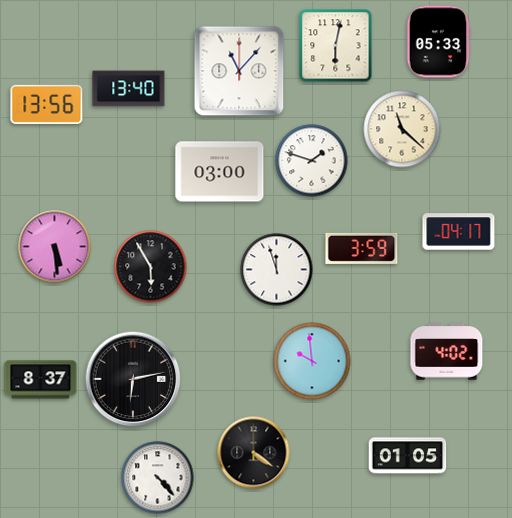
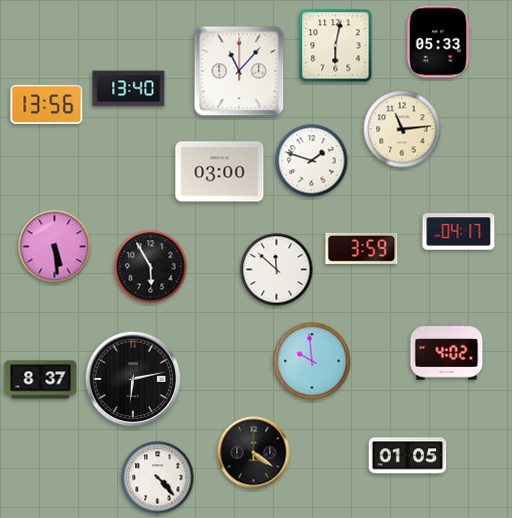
clock at (402, 129): 11:22 -> 11:14
clock at (277, 270): 11:57 -> 11:52
